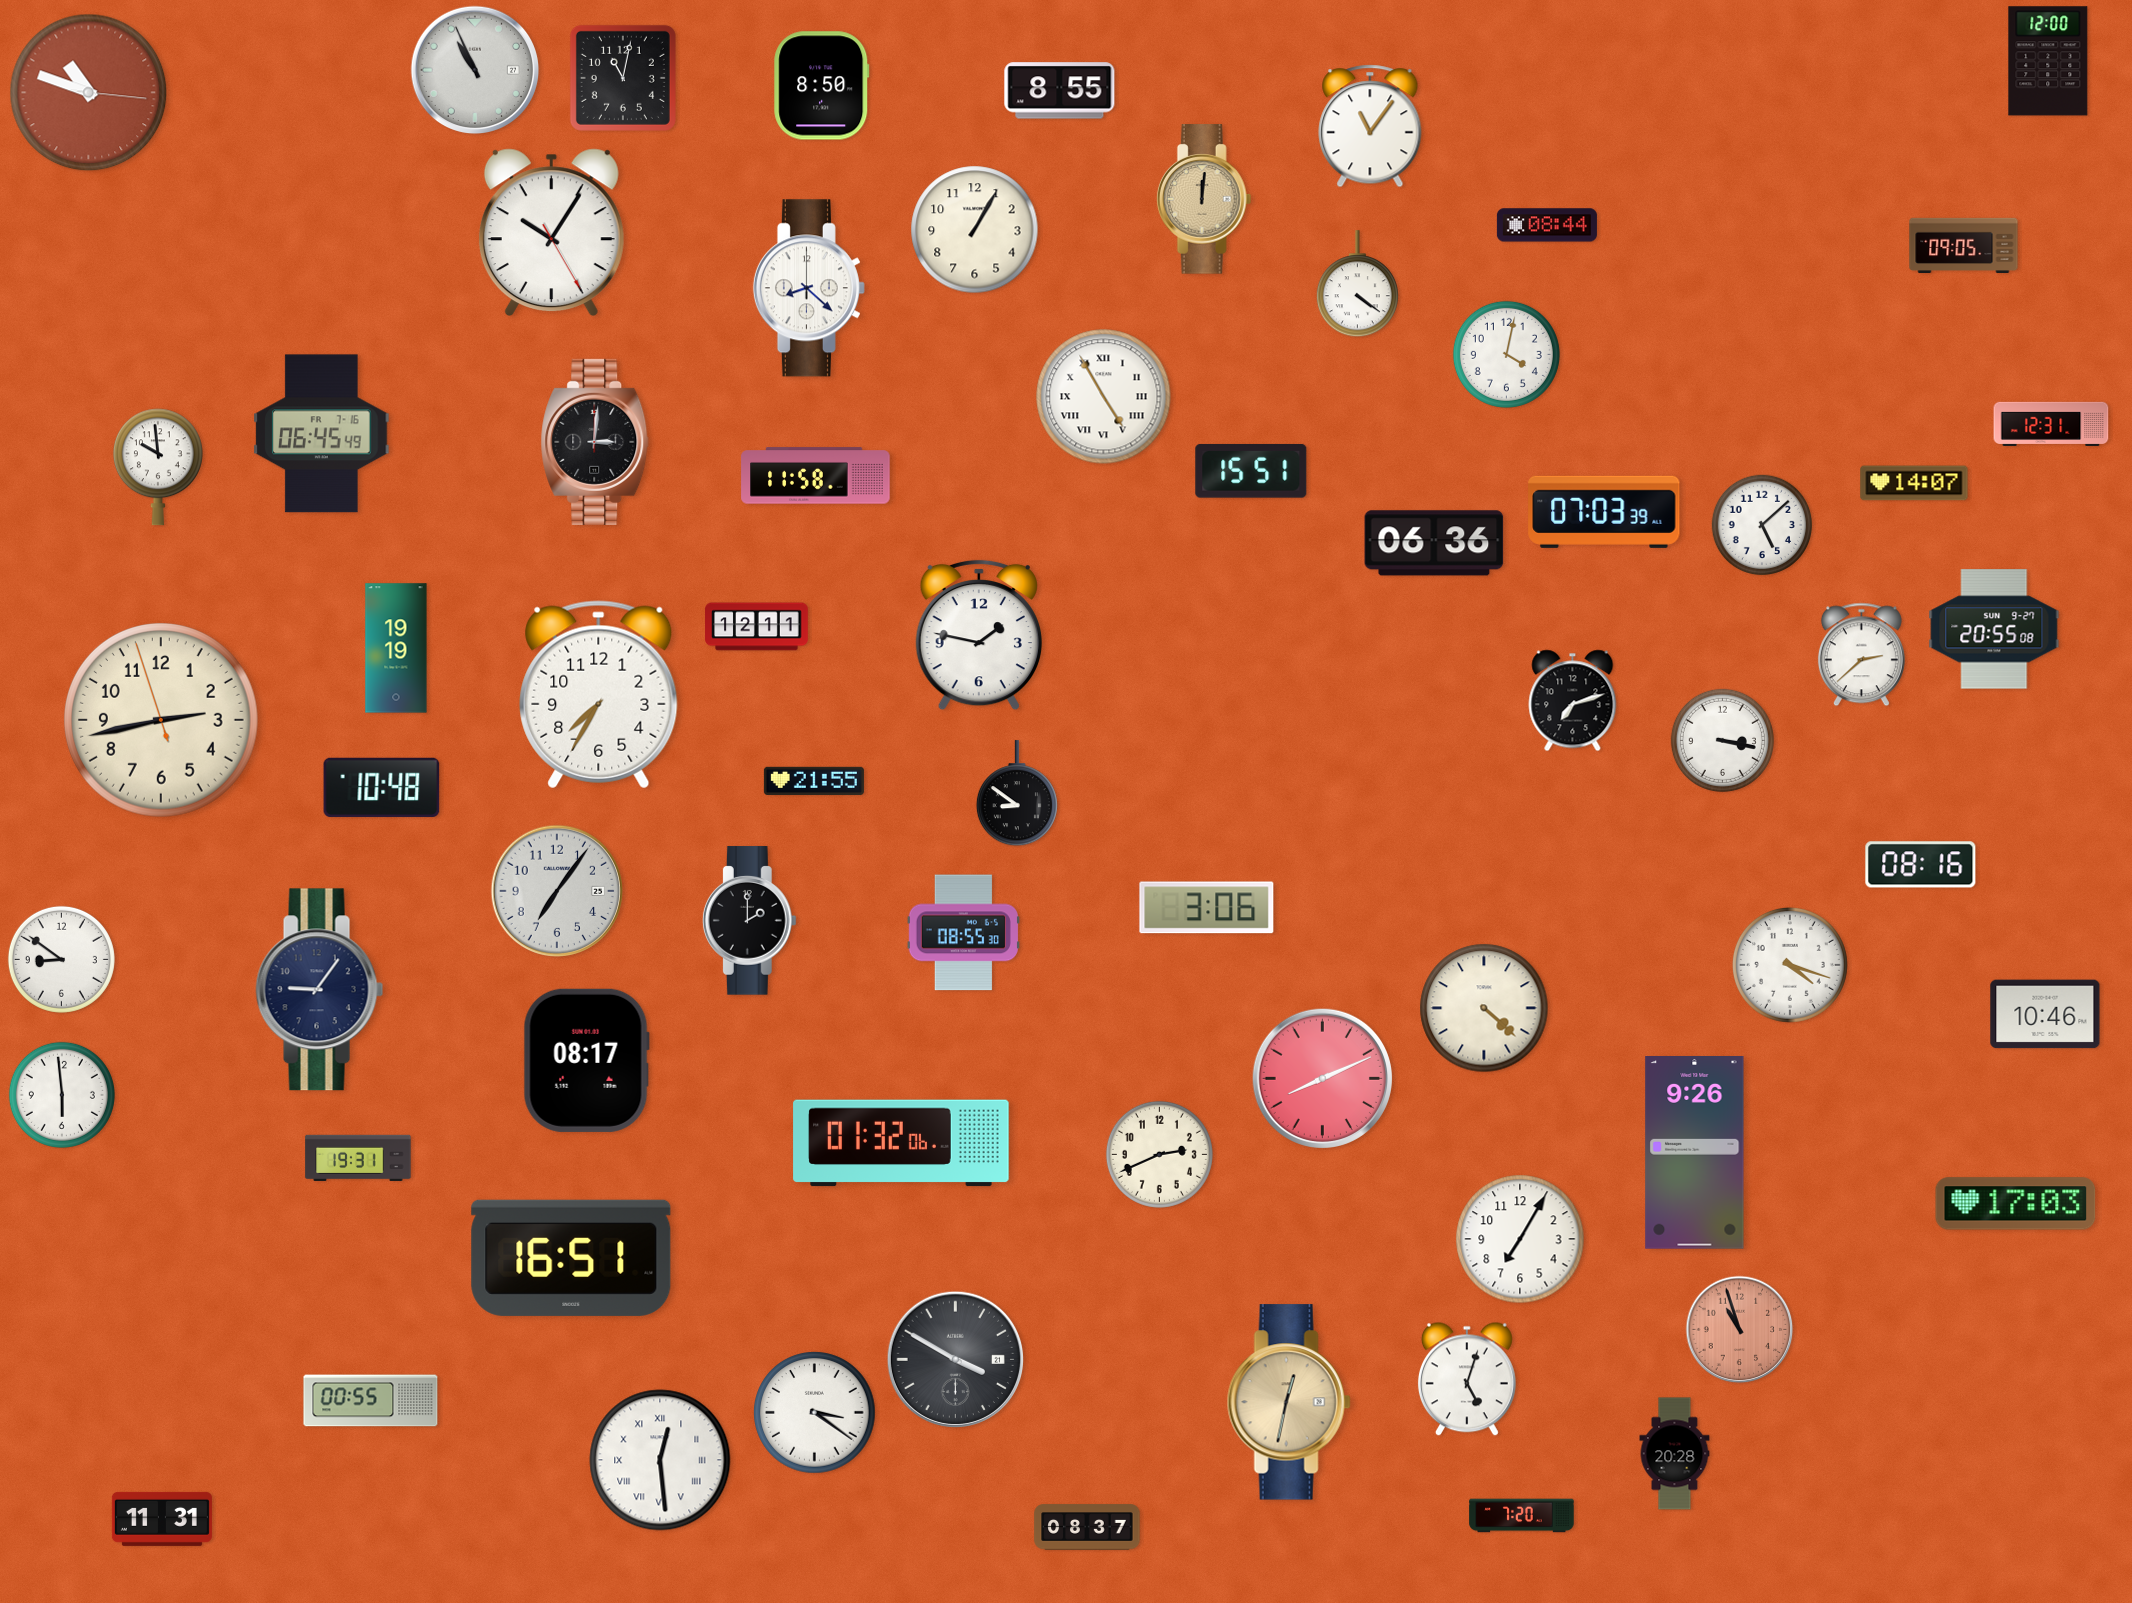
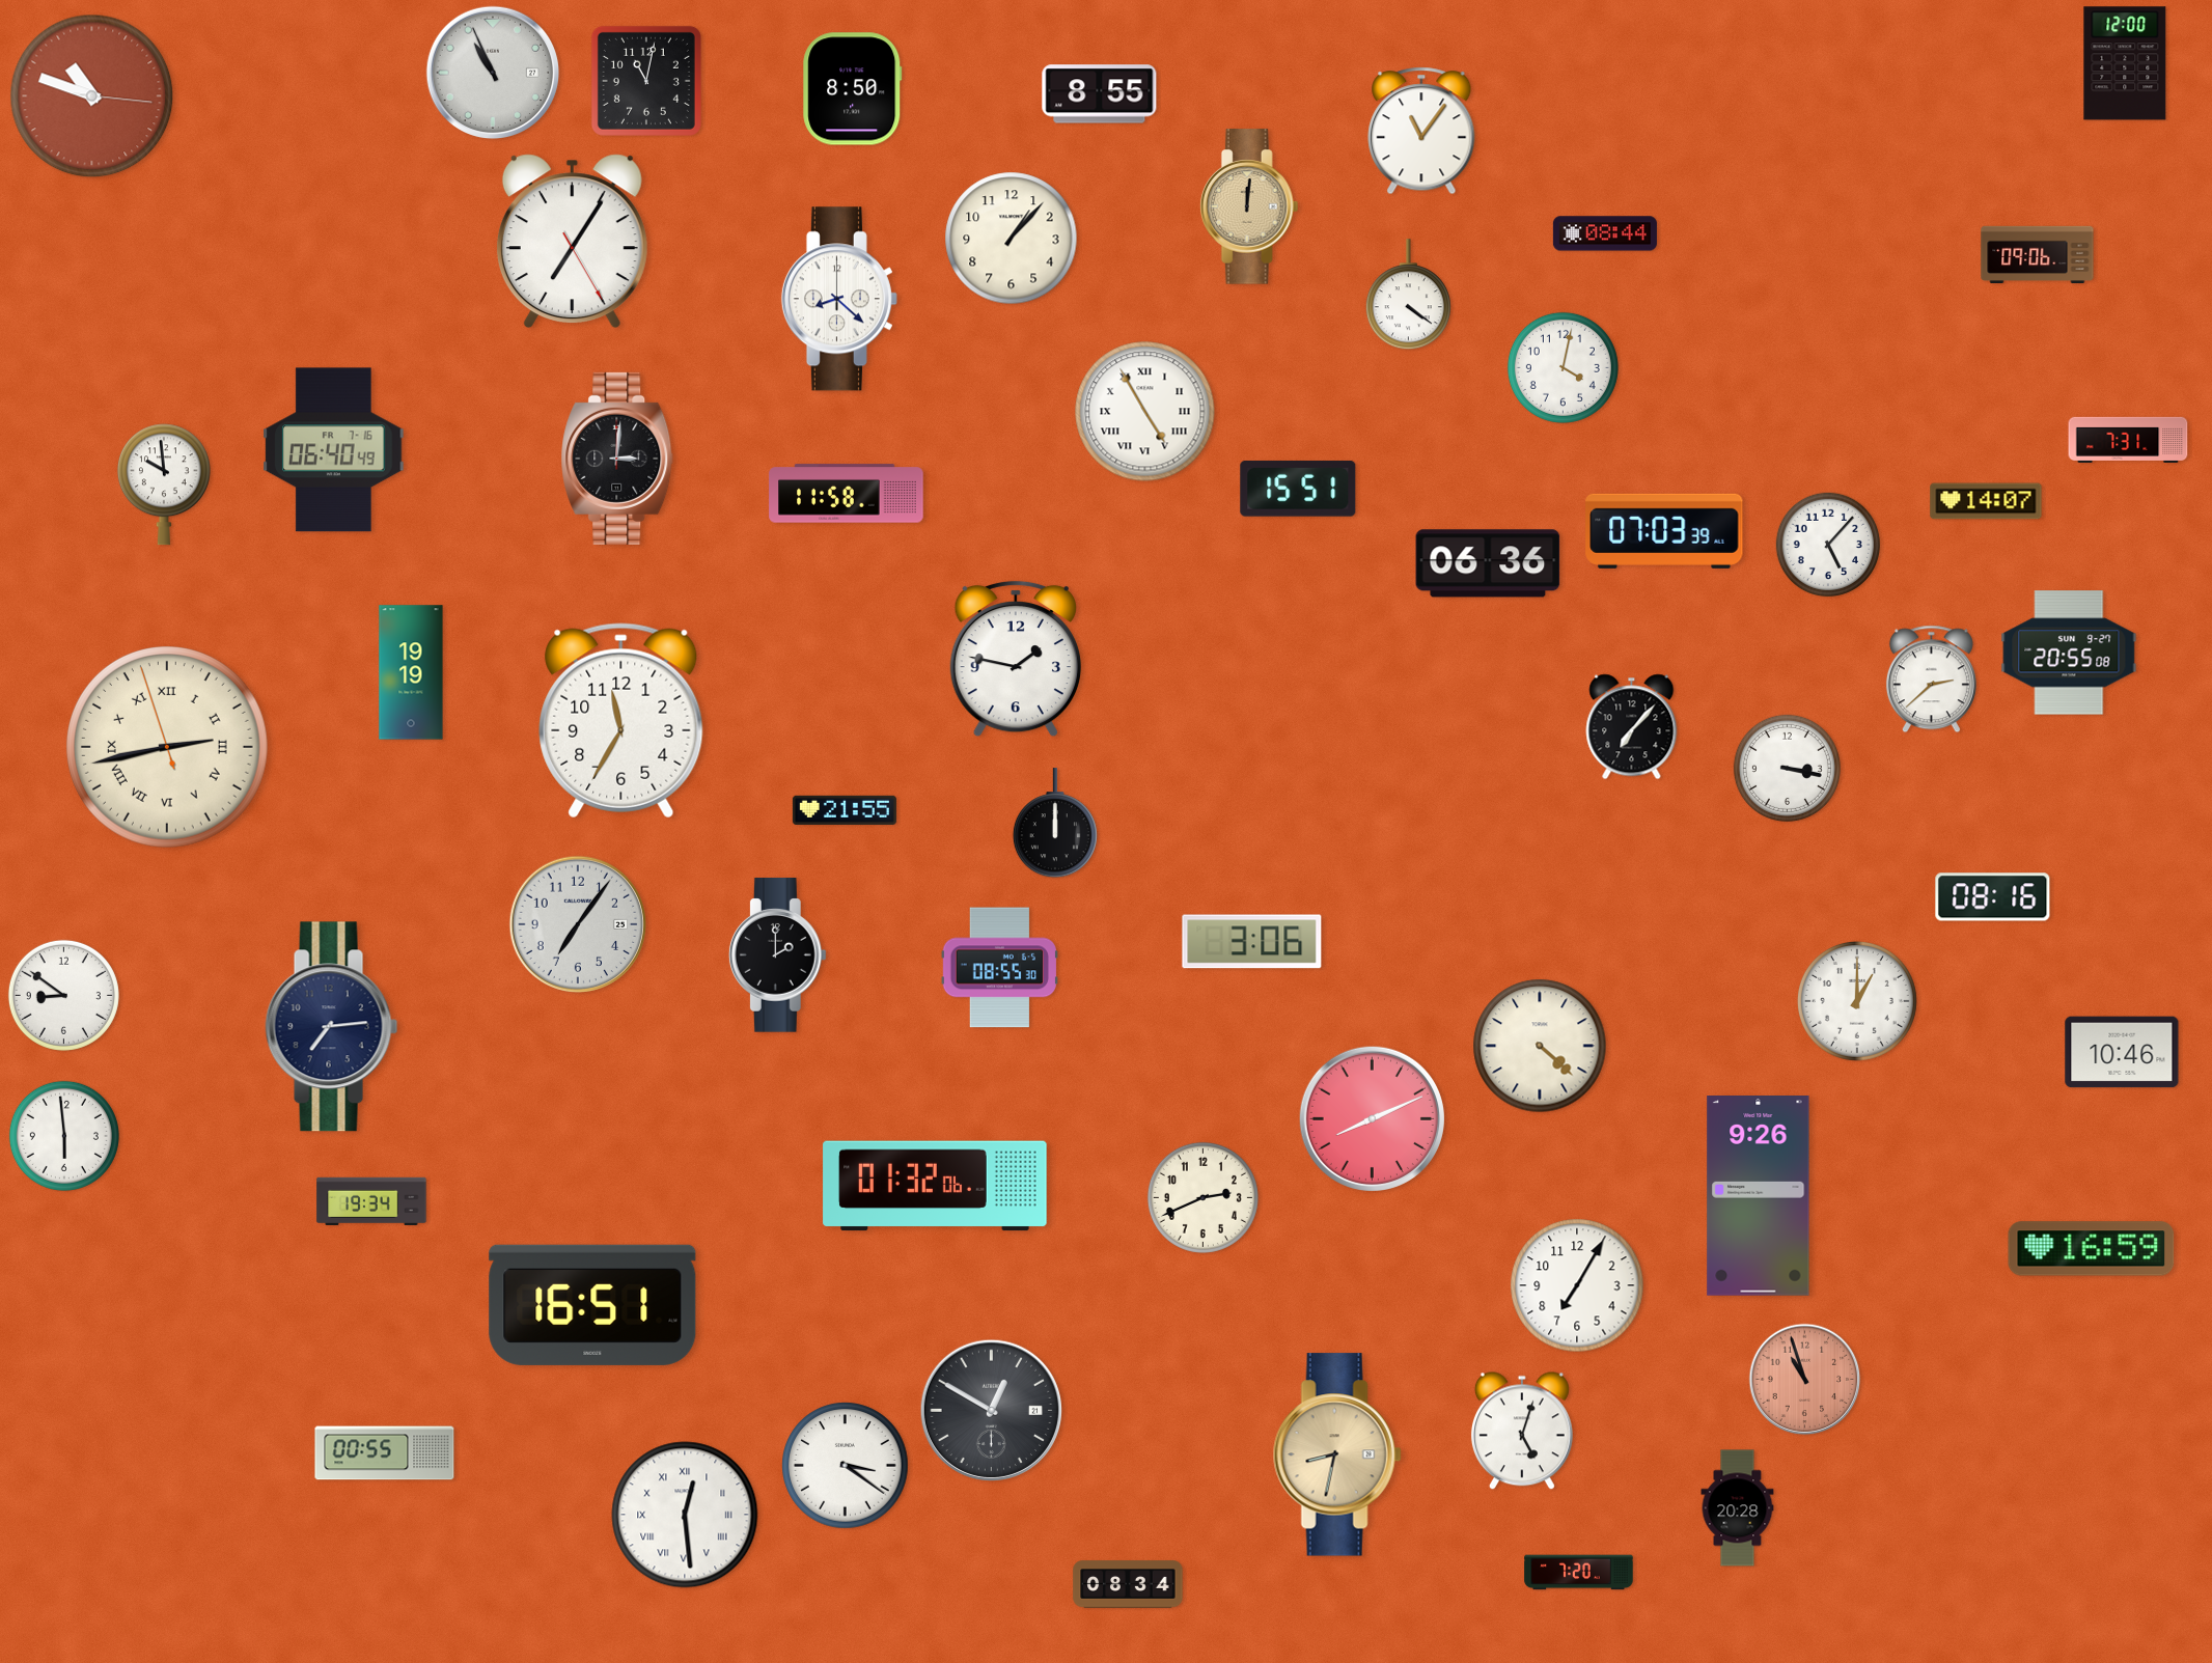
clock at (975, 230): 1:05 -> 1:07
clock at (551, 233): 10:05 -> 7:05
clock at (1964, 245): 09:05 -> 09:06
clock at (2051, 424): 12:31 -> 7:31
clock at (322, 434): 06:45 -> 06:40
clock at (1761, 524): 5:08 -> 5:07
clock at (757, 627): 12:11 -> none
clock at (599, 695): 7:35 -> 11:35
clock at (1573, 701): 7:12 -> 7:07
clock at (161, 720) numerals: Arabic -> Roman
clock at (382, 787): 10:48 -> none
clock at (1017, 794): 8:51 -> 12:00
clock at (1790, 965): 4:18 -> 1:00
clock at (320, 990): 9:06 -> 7:14
clock at (586, 1060): 08:17 -> none
clock at (358, 1158): 19:31 -> 19:34
clock at (2016, 1204): 17:03 -> 16:59
clock at (955, 1359): 3:50 -> 12:50
clock at (1289, 1402): 12:32 -> 8:32
clock at (162, 1519): 11:31 -> none
clock at (1087, 1527): 08:37 -> 08:34
